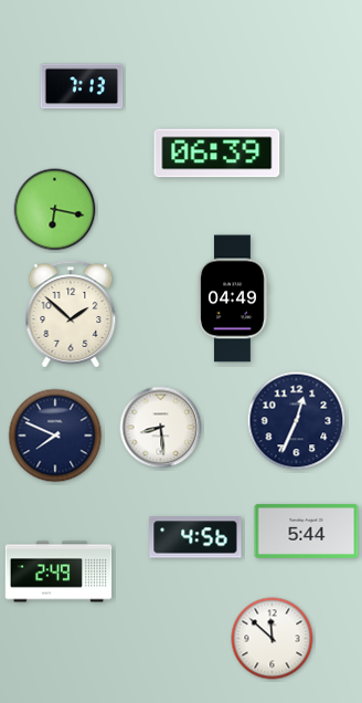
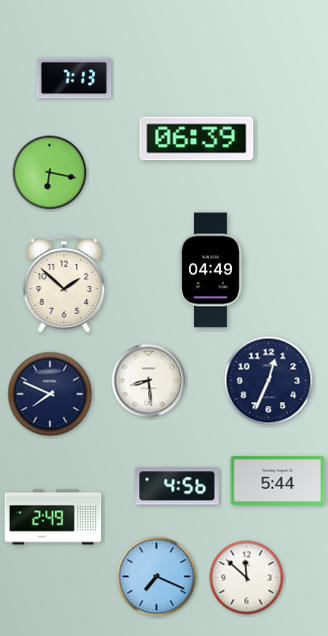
clock at (55, 210) position: (55, 210) -> (50, 173)
clock at (161, 428) position: (161, 428) -> (149, 381)
clock at (157, 577): none -> 7:19
